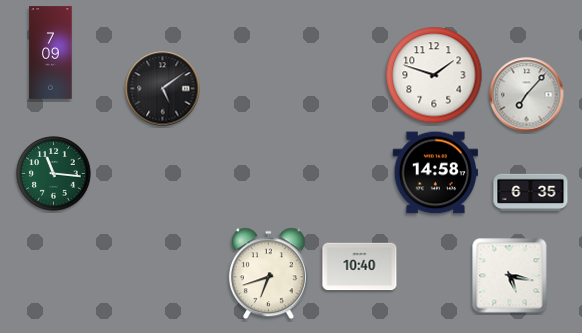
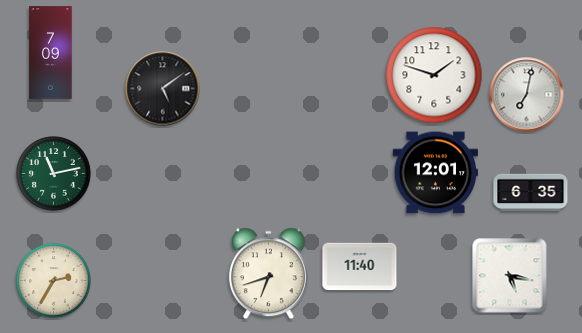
clock at (527, 95): 7:07 -> 7:02
clock at (436, 173): 14:58 -> 12:01
clock at (54, 174): 11:16 -> 11:13
clock at (360, 267): 10:40 -> 11:40
clock at (54, 281): none -> 2:35
